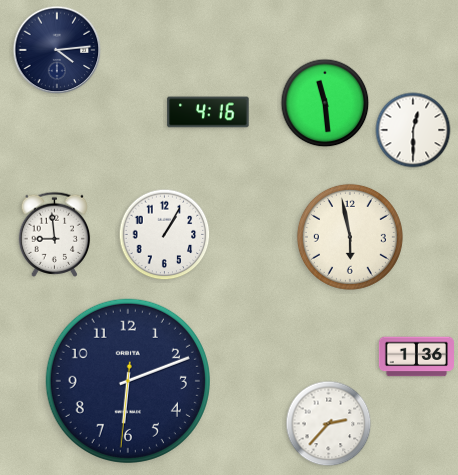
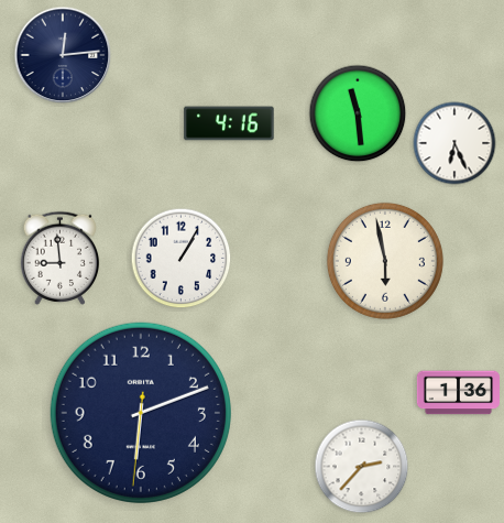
clock at (57, 50): 4:14 -> 12:14
clock at (413, 130): 12:30 -> 6:26
clock at (128, 381) position: (128, 381) -> (141, 413)
